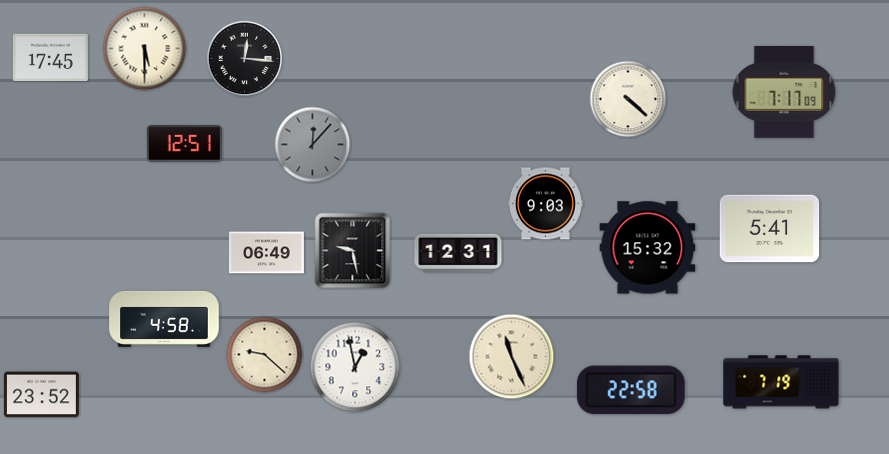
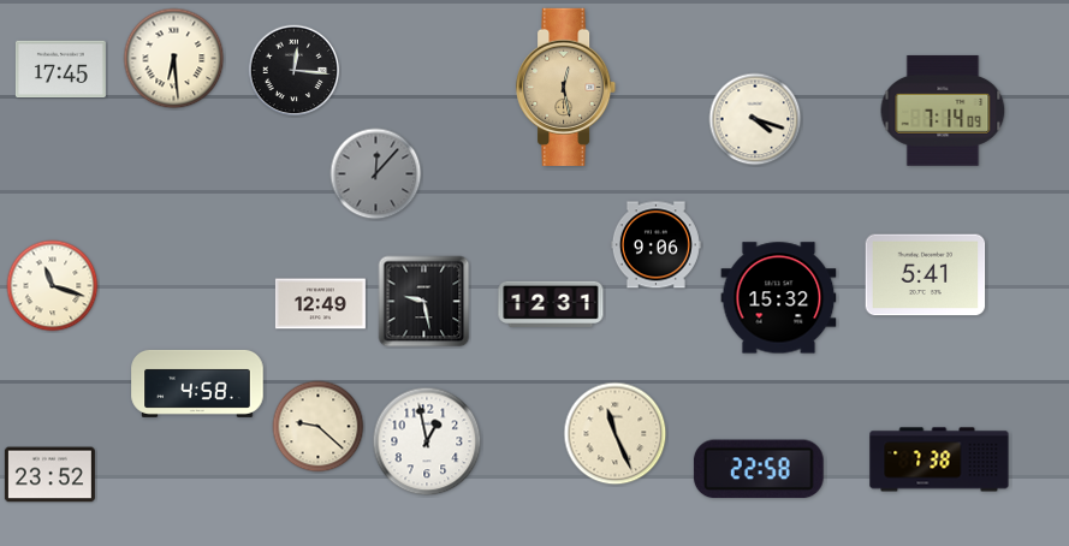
clock at (145, 49): 5:30 -> 6:29
clock at (566, 87): none -> 12:28
clock at (784, 92): 7:17 -> 7:14
clock at (628, 99): 4:22 -> 4:18
clock at (184, 144): 12:51 -> none
clock at (545, 204): 9:03 -> 9:06
clock at (53, 286): none -> 11:18
clock at (266, 253): 06:49 -> 12:49
clock at (512, 357) position: (512, 357) -> (616, 434)
clock at (781, 382): 7:19 -> 7:38
